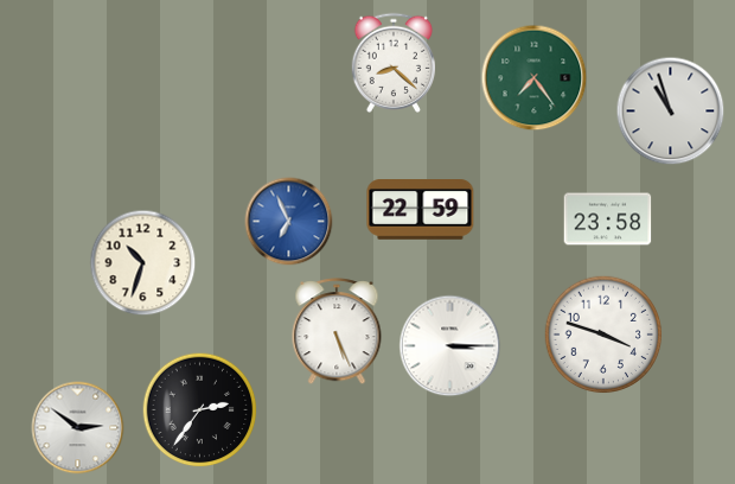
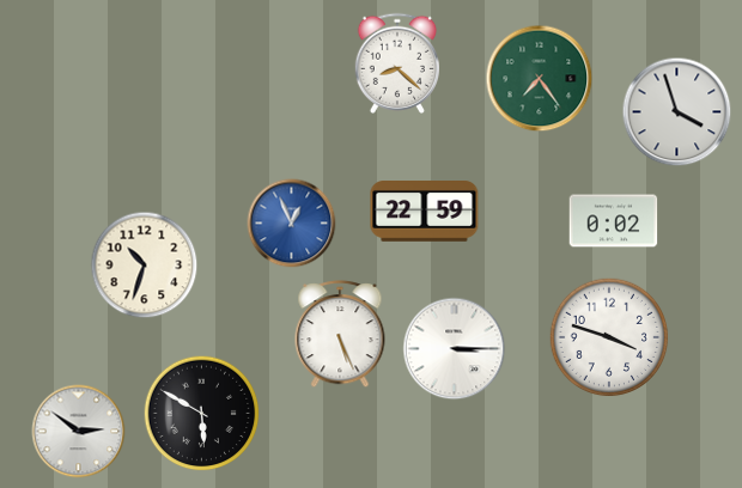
clock at (671, 112): 10:57 -> 3:57
clock at (608, 219): 23:58 -> 0:02
clock at (289, 222): 6:56 -> 12:56
clock at (200, 410): 2:36 -> 5:50
